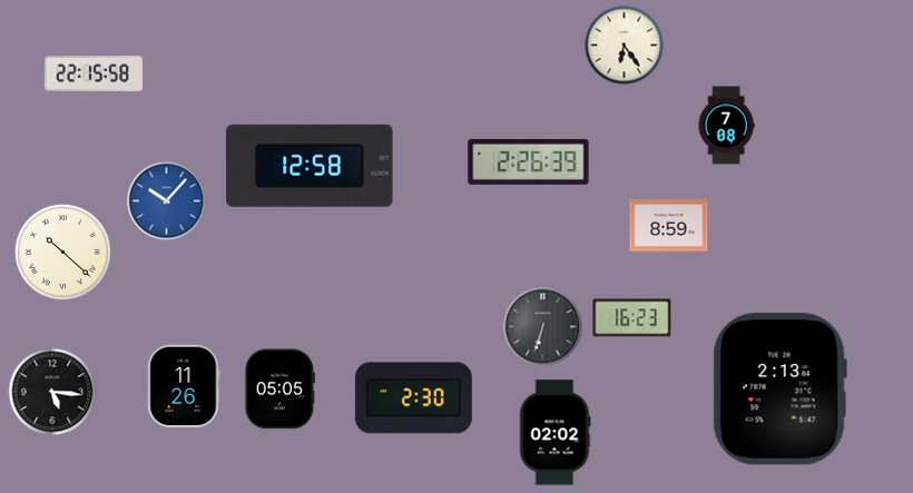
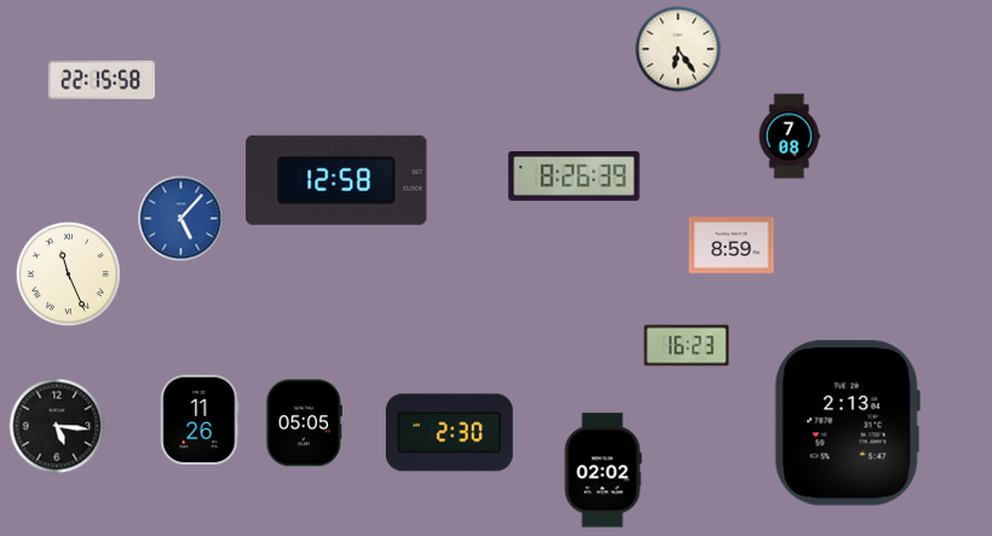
clock at (529, 161): 2:26 -> 8:26
clock at (167, 201): 10:07 -> 5:07
clock at (669, 226) position: (669, 226) -> (732, 246)
clock at (62, 252): 10:22 -> 11:26
clock at (543, 327): 6:33 -> none
